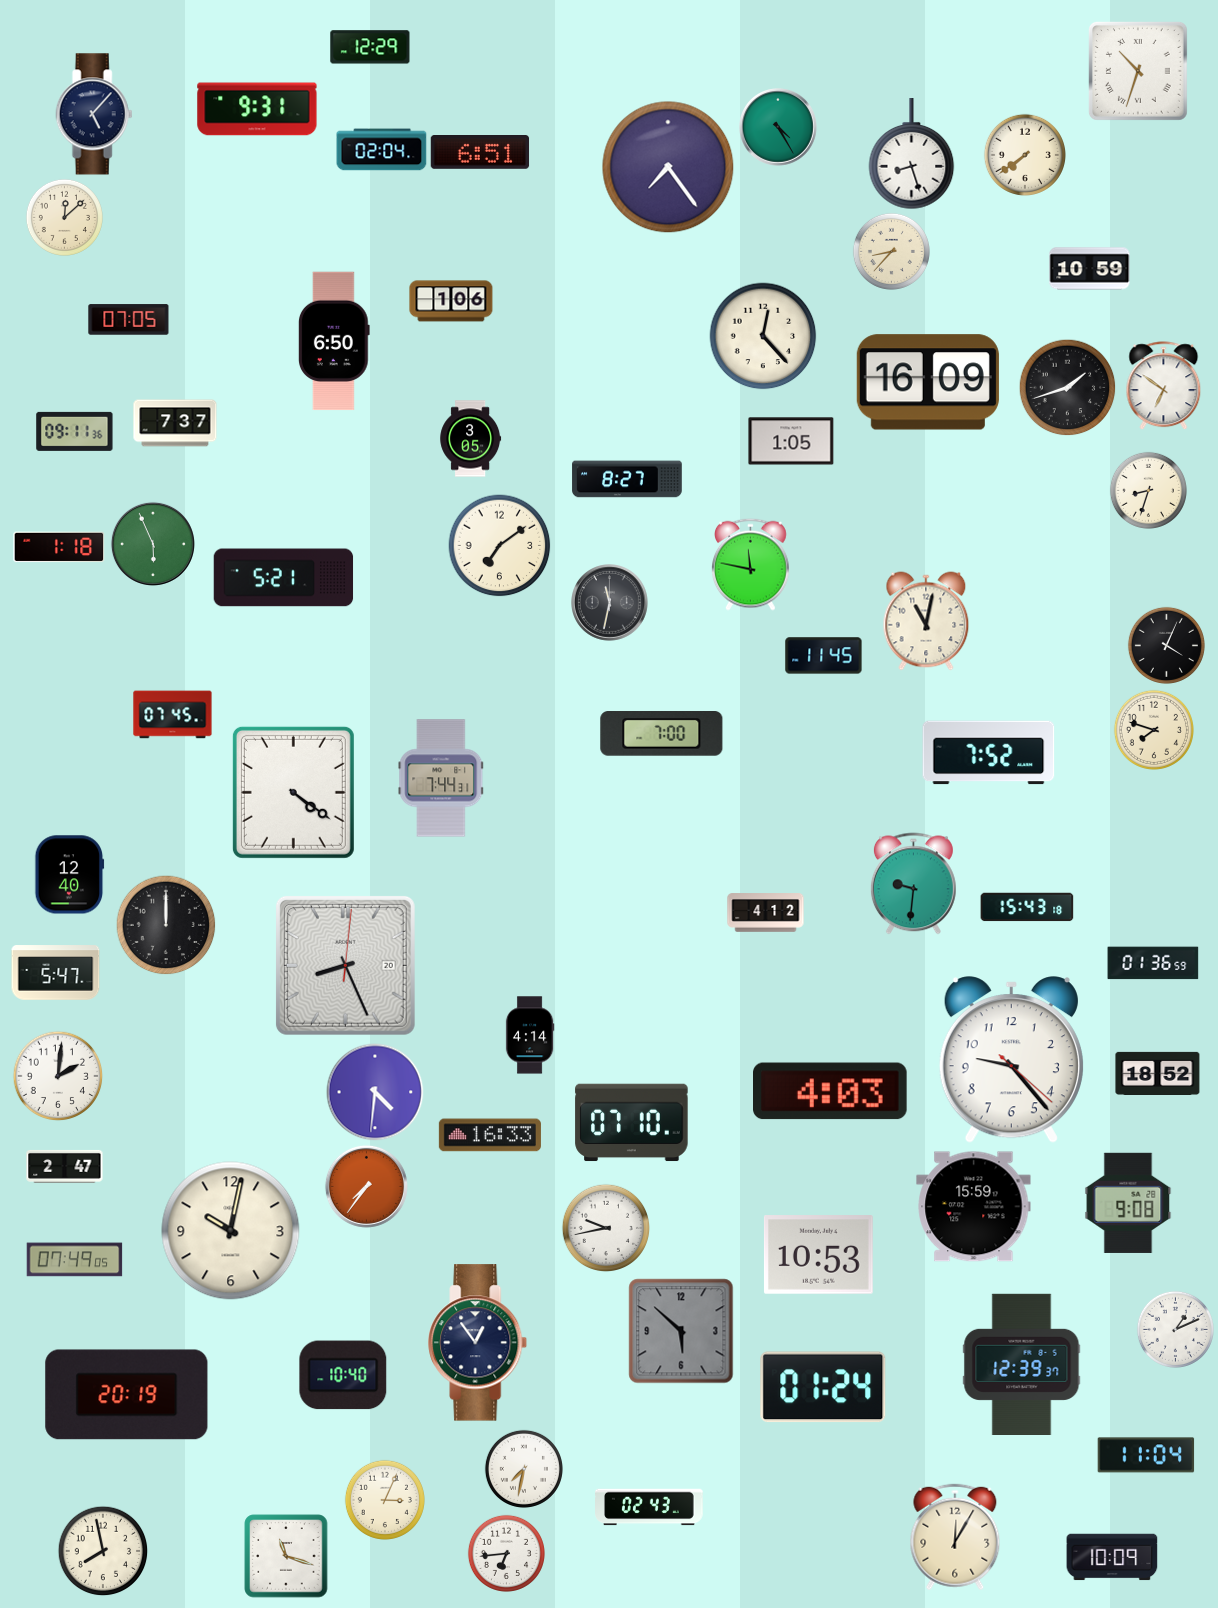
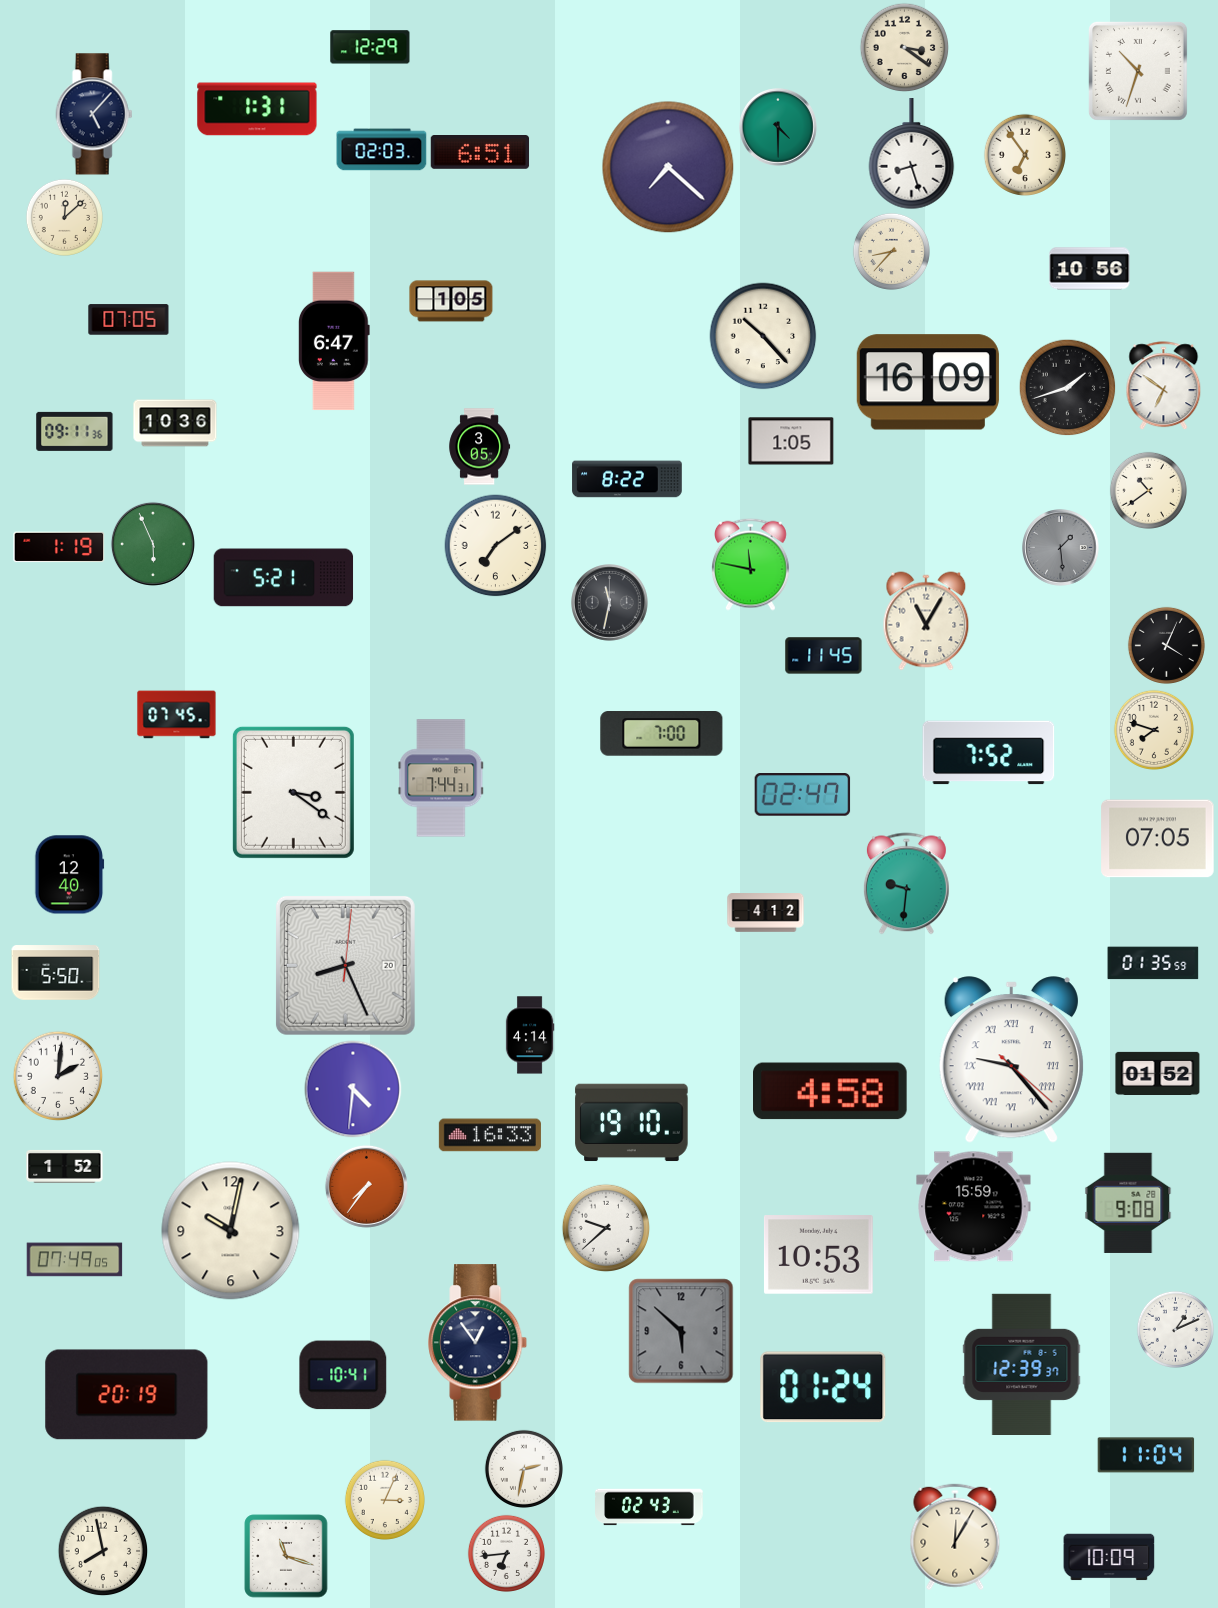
clock at (904, 47): none -> 3:21
clock at (257, 109): 9:31 -> 1:31
clock at (779, 128): 4:25 -> 4:30
clock at (382, 150): 02:04 -> 02:03
clock at (1024, 154): 7:39 -> 6:54
clock at (668, 167): 7:24 -> 7:22
clock at (1090, 269): 10:59 -> 10:56
clock at (451, 301): 1:06 -> 1:05
clock at (763, 336): 12:23 -> 10:23
clock at (334, 341): 6:50 -> 6:47
clock at (175, 423): 7:37 -> 10:36
clock at (471, 439) position: (471, 439) -> (480, 447)
clock at (627, 479): 8:27 -> 8:22
clock at (1148, 490): 8:33 -> 10:39
clock at (500, 546) position: (500, 546) -> (496, 546)
clock at (59, 547): 1:18 -> 1:19
clock at (1061, 548): none -> 1:29
clock at (926, 621): 11:02 -> 11:05
clock at (173, 715) position: (173, 715) -> (177, 715)
clock at (293, 792): 4:21 -> 3:21
clock at (803, 795): none -> 02:47
clock at (1158, 839): none -> 07:05
clock at (913, 884) position: (913, 884) -> (906, 884)
clock at (1027, 907): 15:43 -> none
clock at (166, 925): 12:00 -> none
clock at (1153, 963): 01:36 -> 01:35
clock at (56, 973): 5:47 -> 5:50
clock at (1011, 1060) numerals: Arabic -> Roman
clock at (1158, 1073): 18:52 -> 01:52
clock at (831, 1091): 4:03 -> 4:58
clock at (375, 1092) position: (375, 1092) -> (353, 1089)
clock at (632, 1123): 07:10 -> 19:10
clock at (65, 1166): 2:47 -> 1:52
clock at (606, 1228): 9:43 -> 9:38
clock at (343, 1375): 10:40 -> 10:41
clock at (524, 1469): 7:32 -> 2:32
clock at (1112, 1557) position: (1112, 1557) -> (1109, 1557)
